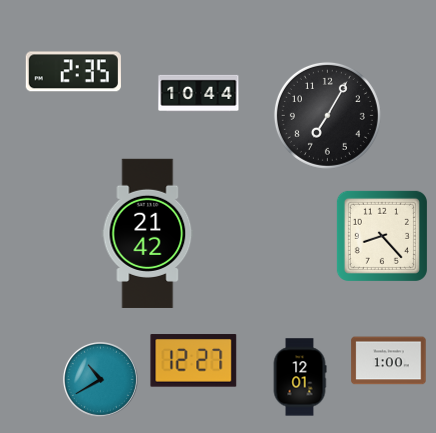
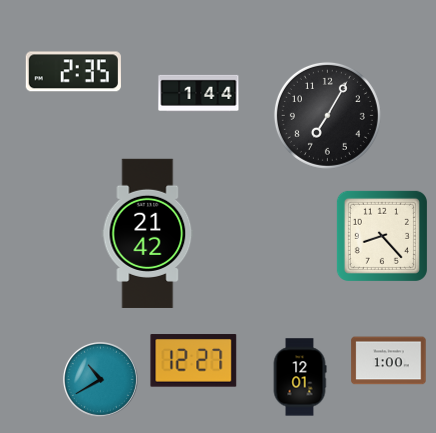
clock at (199, 93): 10:44 -> 1:44
